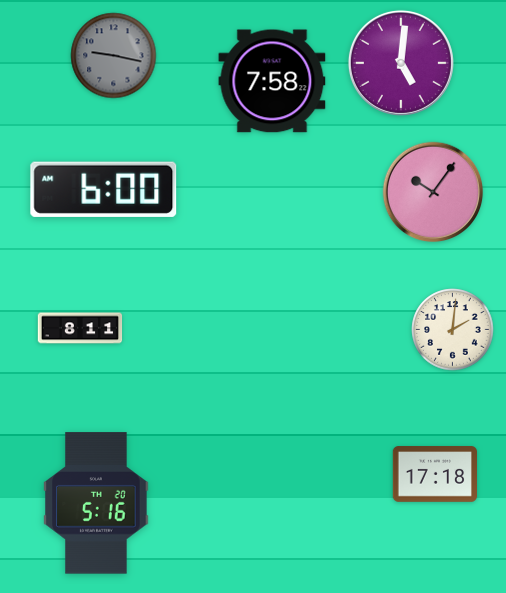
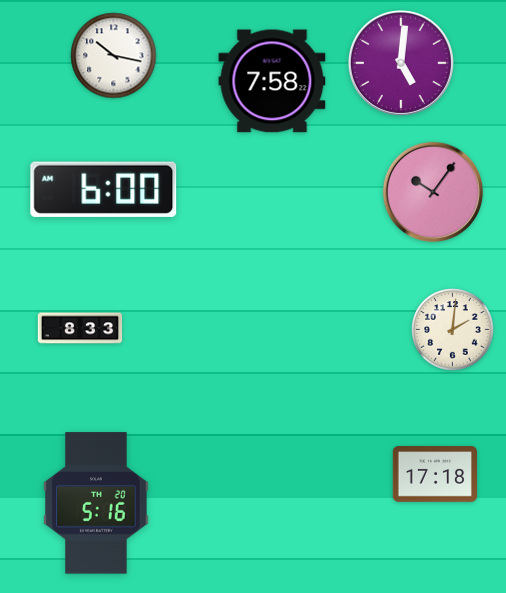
clock at (114, 56): 9:17 -> 10:17
clock at (114, 56) dial: grey -> white
clock at (80, 328): 8:11 -> 8:33
